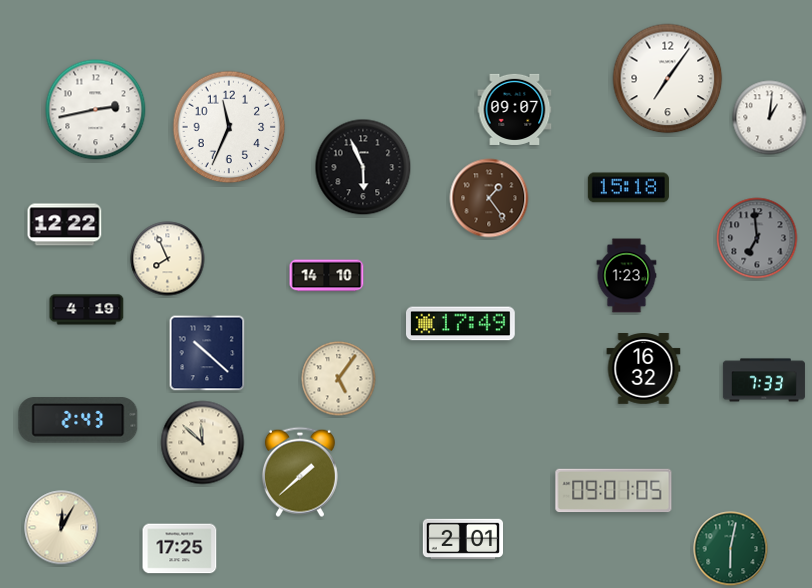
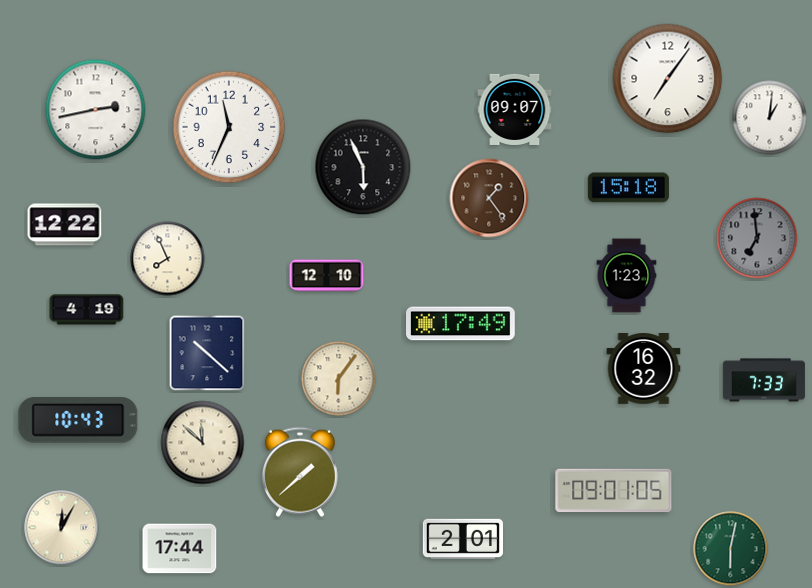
clock at (327, 276): 14:10 -> 12:10
clock at (339, 379): 5:06 -> 6:06
clock at (78, 420): 2:43 -> 10:43
clock at (180, 549): 17:25 -> 17:44
